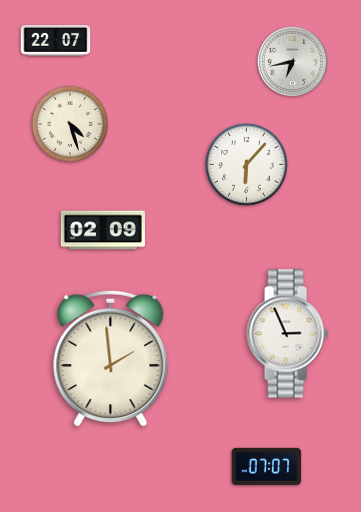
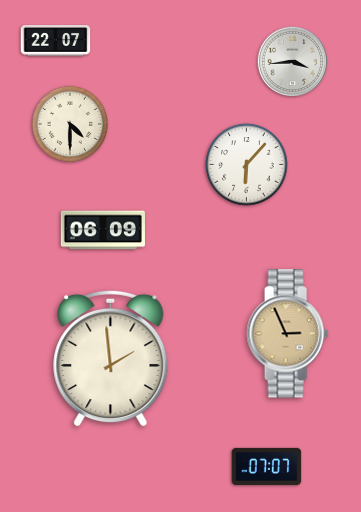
clock at (293, 62): 6:43 -> 3:44
clock at (69, 123): 4:27 -> 4:30
clock at (103, 230): 02:09 -> 06:09
clock at (287, 334) dial: white -> champagne
